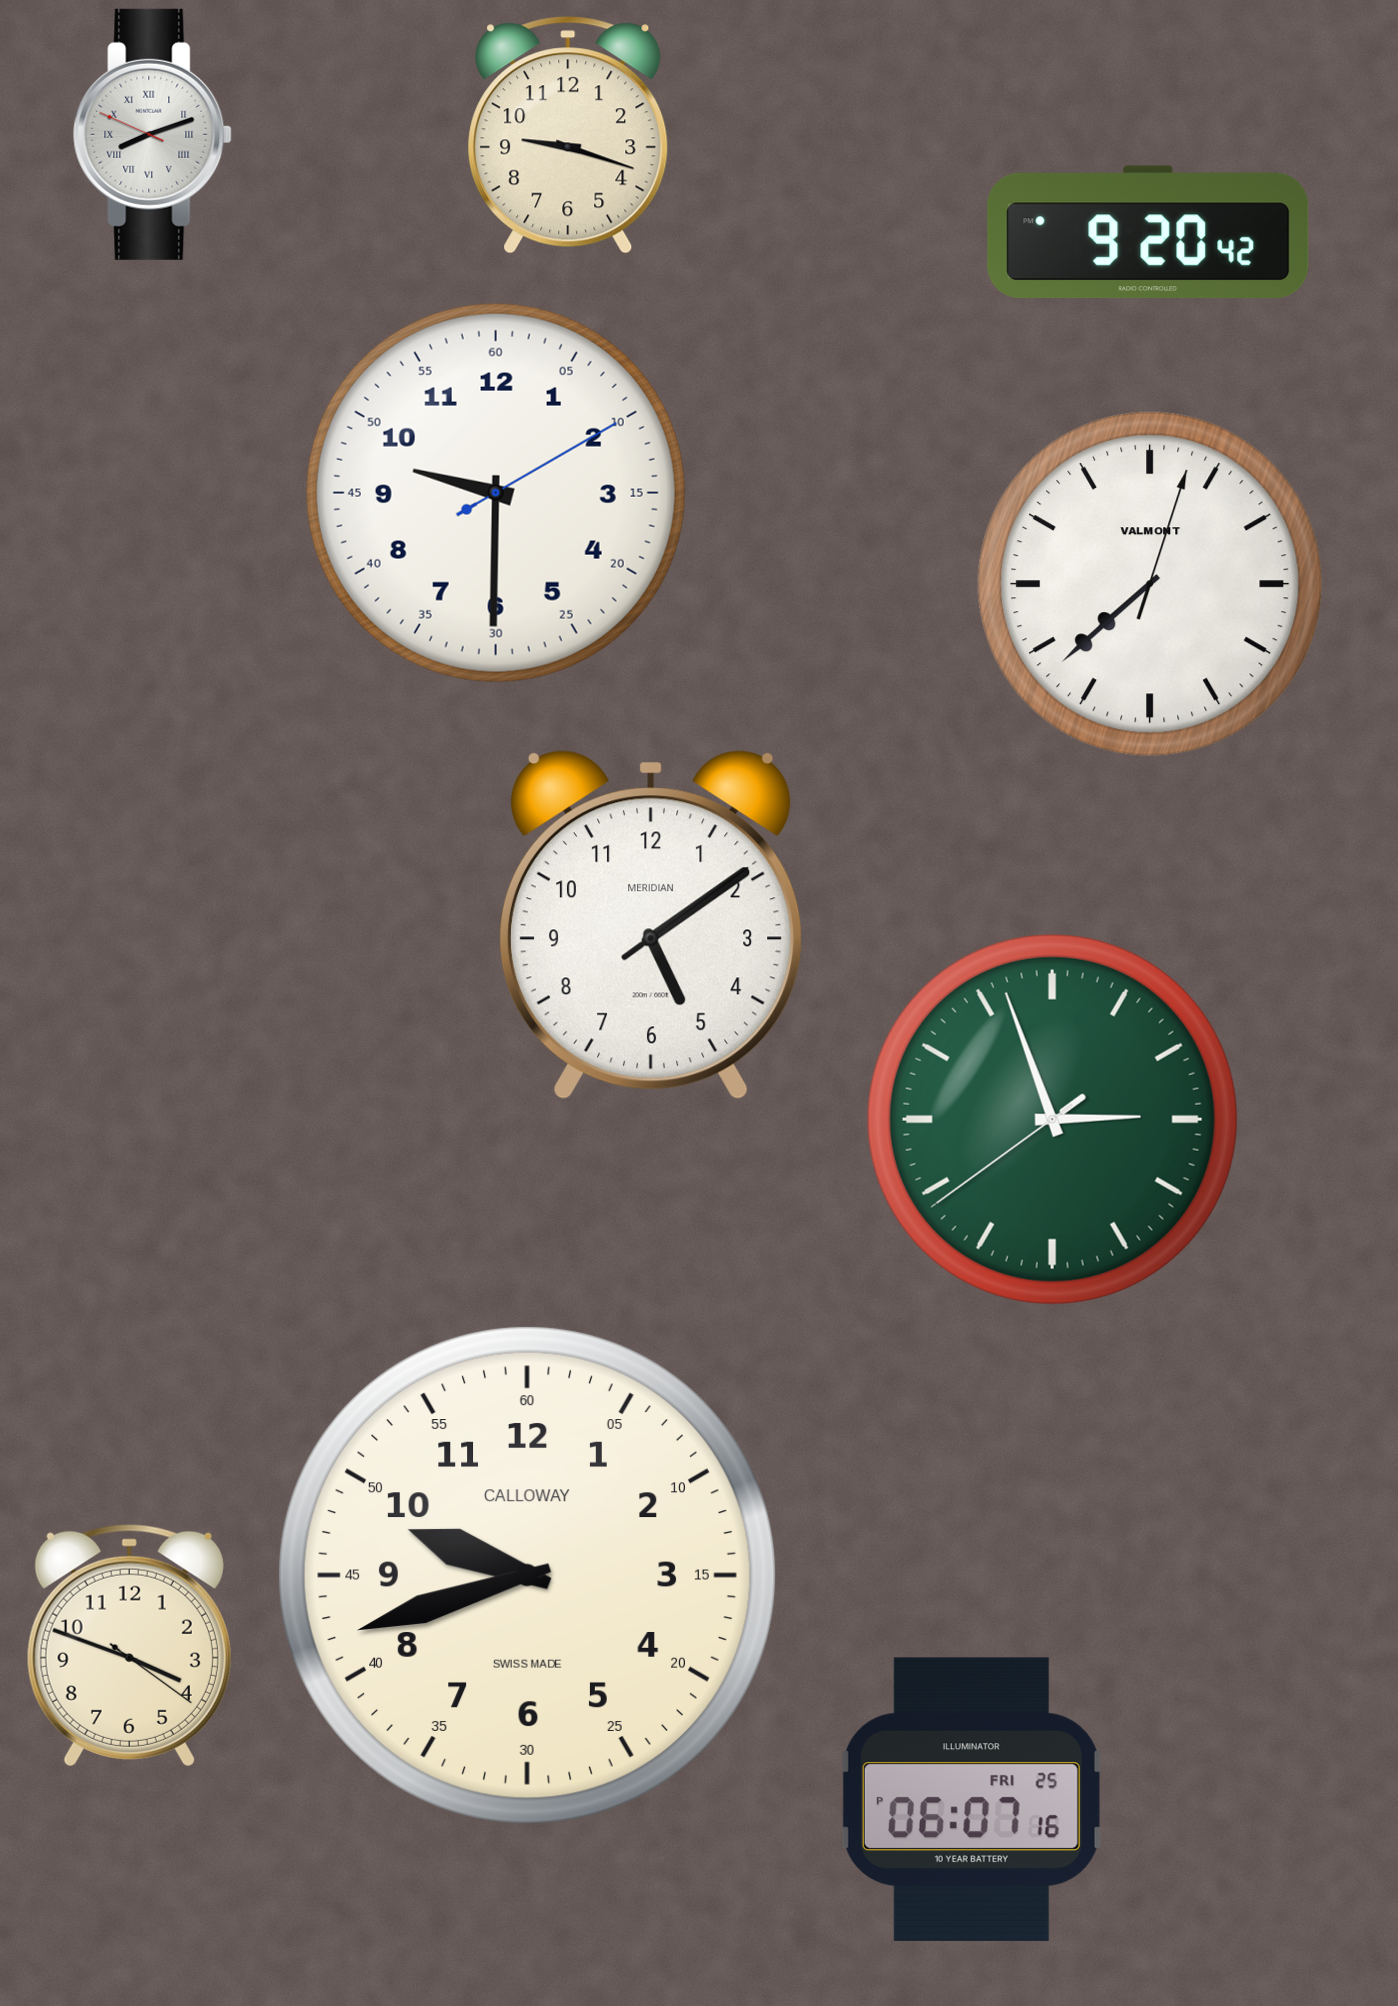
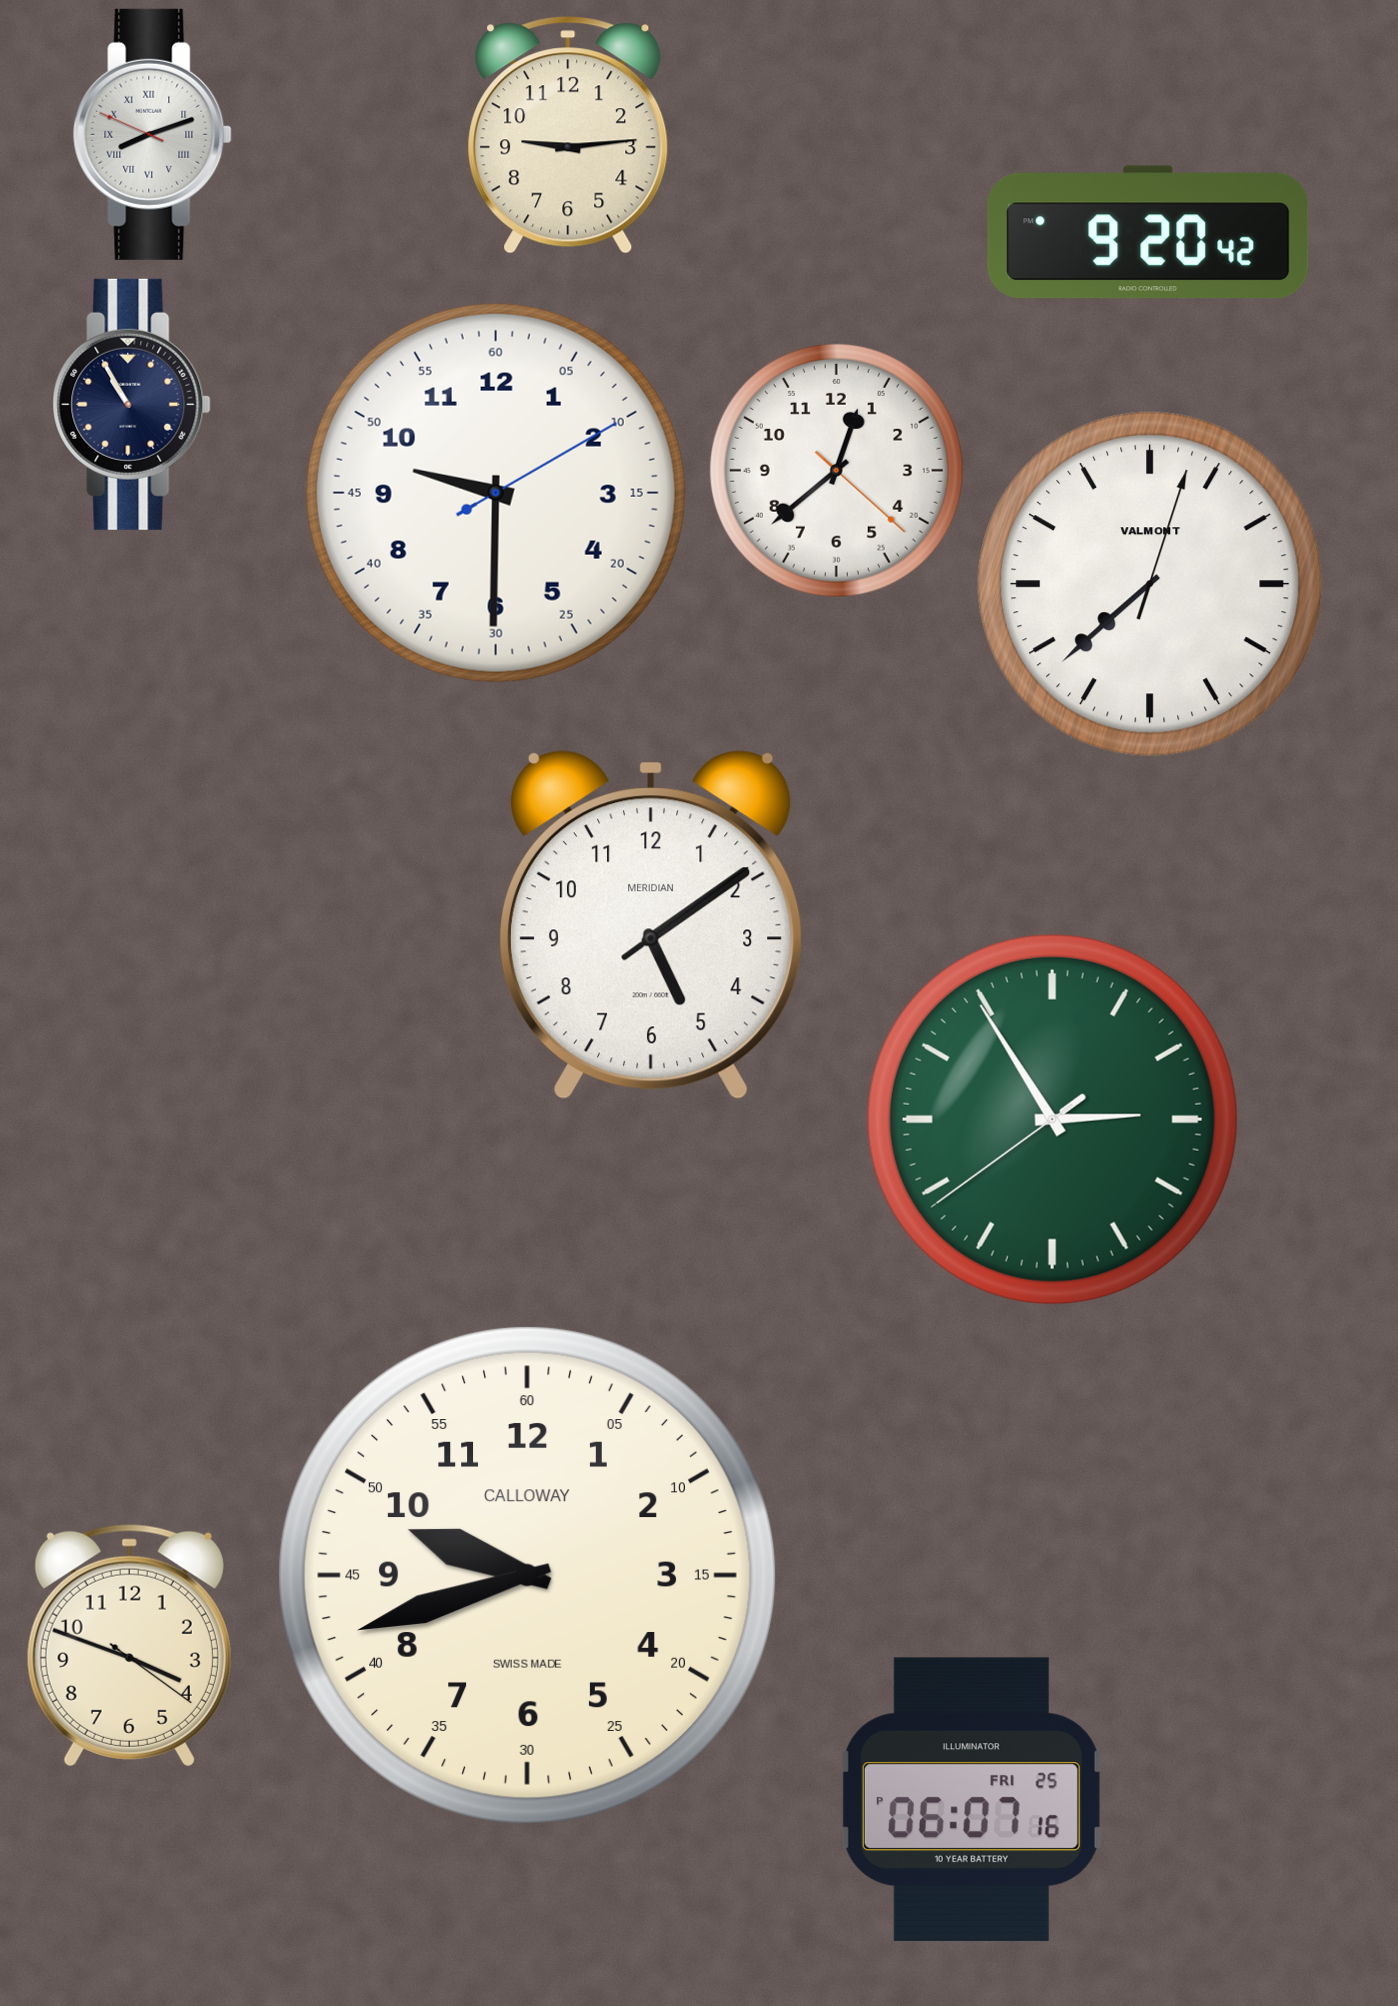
clock at (568, 135): 9:18 -> 9:14
clock at (132, 404): none -> 10:55
clock at (836, 470): none -> 12:38
clock at (1052, 1119): 2:56 -> 2:54
